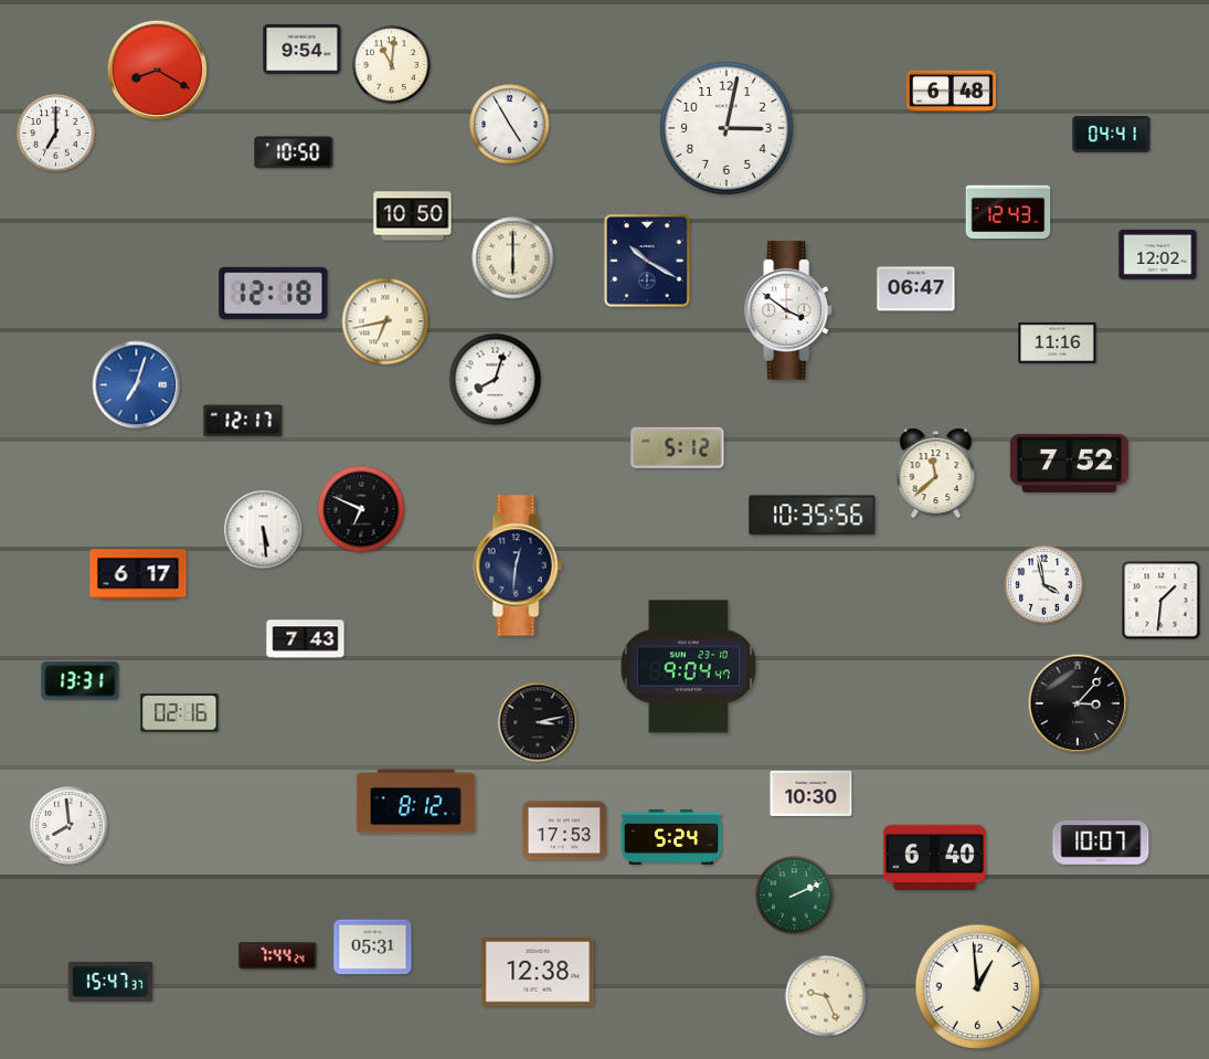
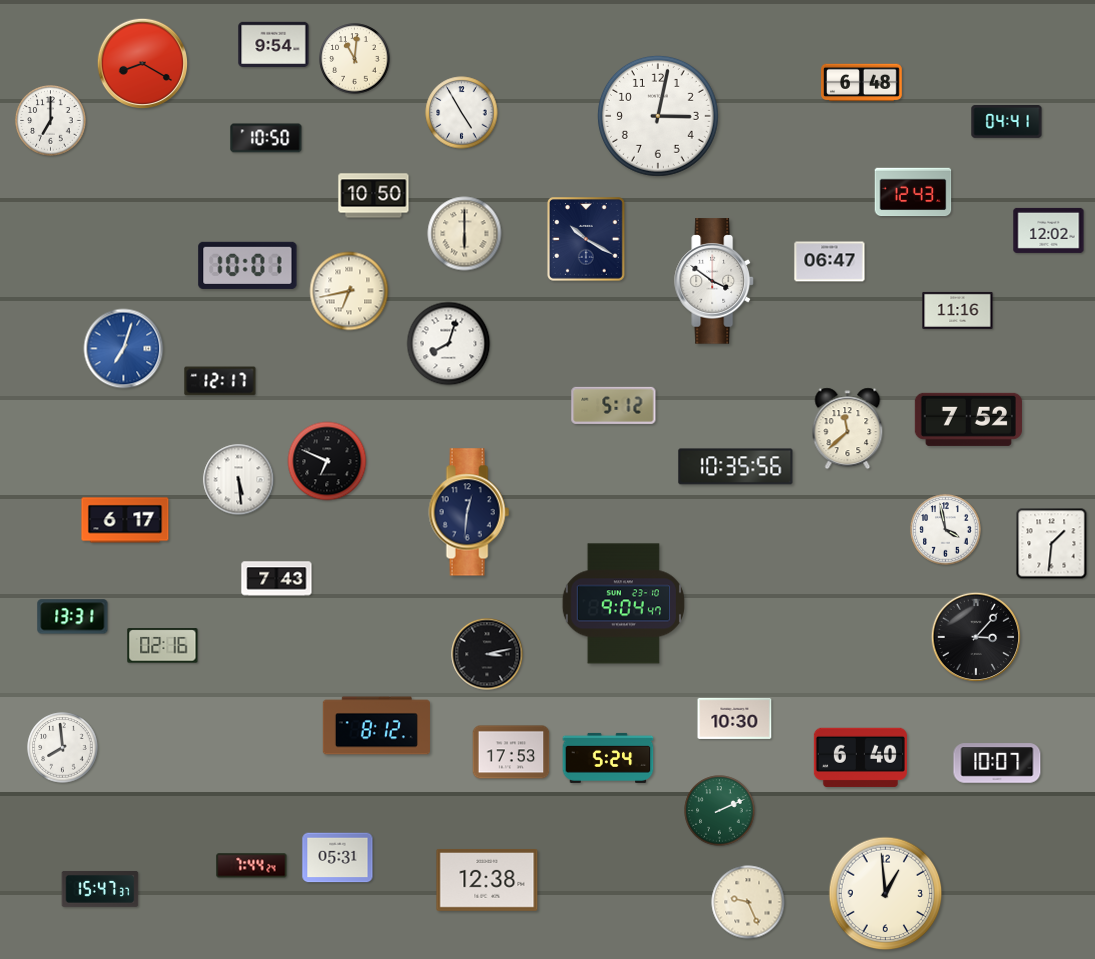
clock at (648, 262) position: (648, 262) -> (587, 240)
clock at (274, 293): 12:18 -> 10:01
clock at (934, 857) position: (934, 857) -> (860, 757)
